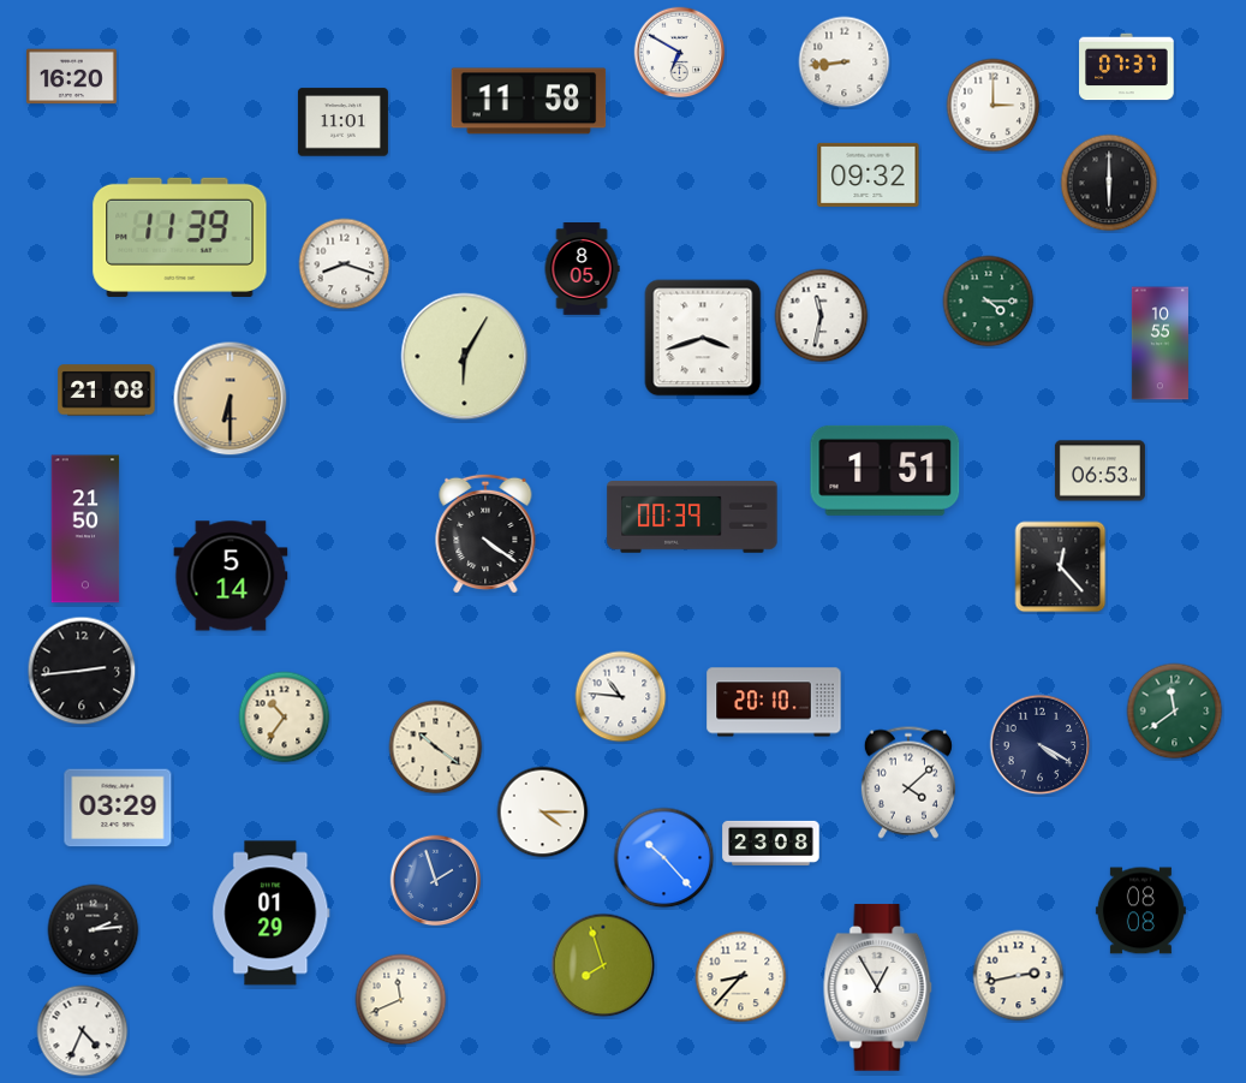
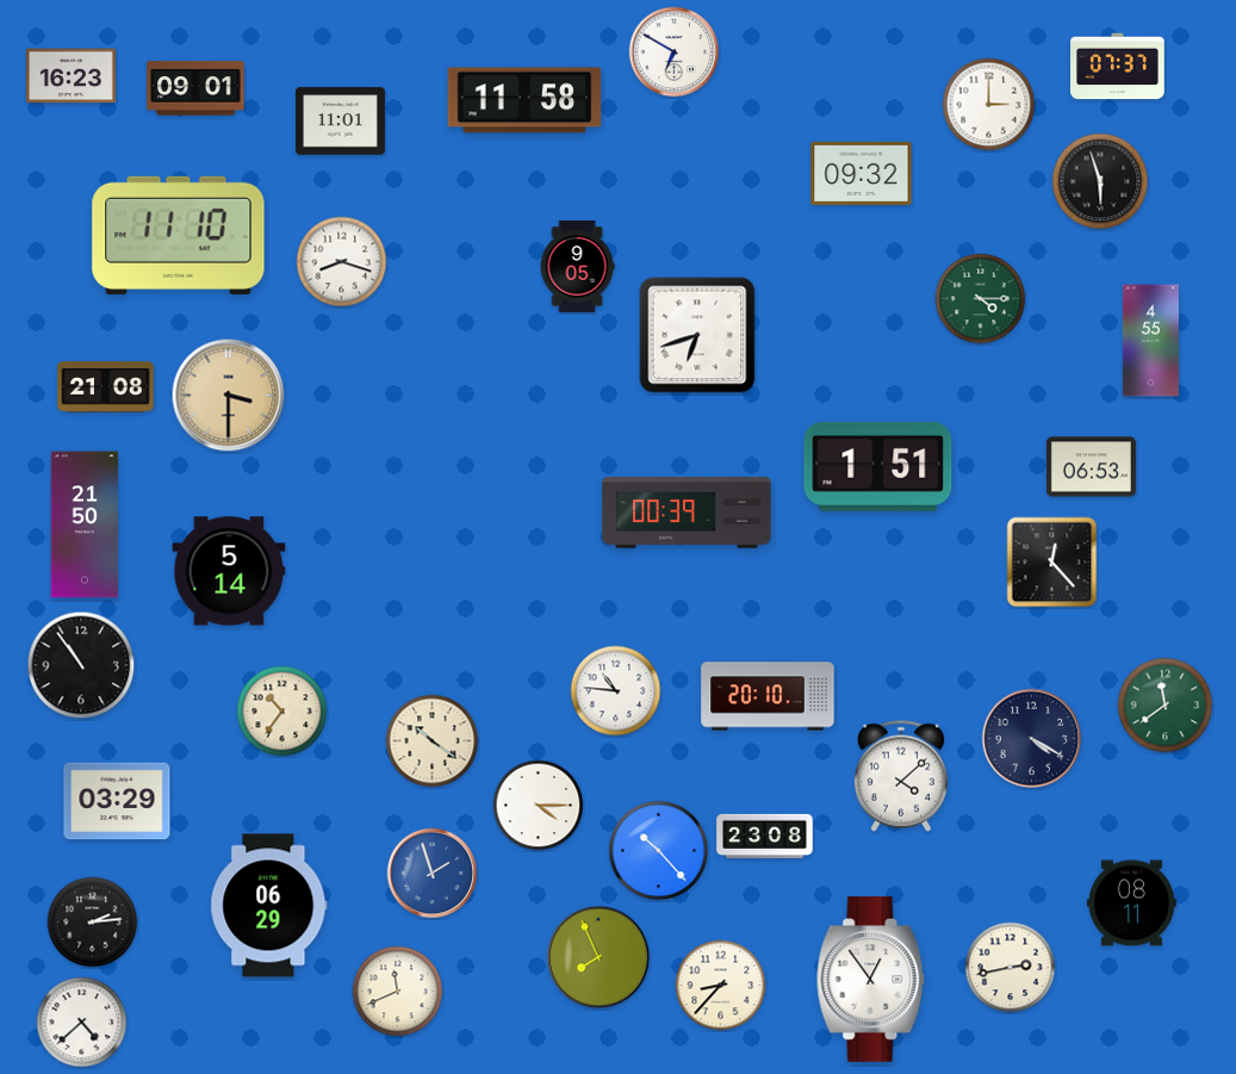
clock at (845, 63): 8:44 -> none
clock at (71, 77): 16:20 -> 16:23
clock at (195, 88): none -> 09:01
clock at (994, 106) position: (994, 106) -> (989, 105)
clock at (1109, 183): 6:00 -> 5:57
clock at (180, 237): 11:39 -> 11:10
clock at (582, 269): 8:05 -> 9:05
clock at (822, 316): 11:32 -> none
clock at (703, 338): 3:42 -> 6:42
clock at (1159, 344): 10:55 -> 4:55
clock at (465, 357): 6:05 -> none
clock at (231, 399): 6:30 -> 3:30
clock at (485, 534): 4:21 -> none
clock at (82, 671): 2:44 -> 10:54
clock at (1140, 911): 08:08 -> 08:11
clock at (272, 914): 01:29 -> 06:29
clock at (603, 965): 7:57 -> 7:56
clock at (741, 977) position: (741, 977) -> (721, 986)
clock at (878, 988): 12:55 -> 12:54
clock at (83, 1031): 4:34 -> 4:38
